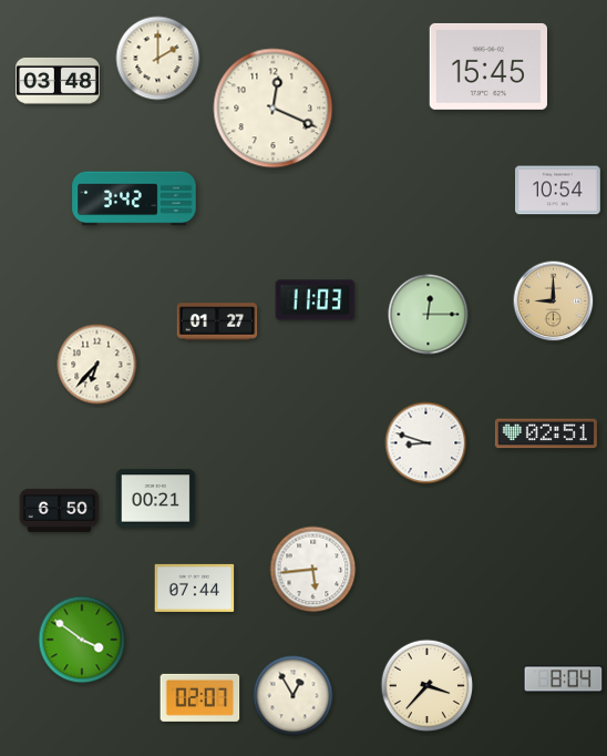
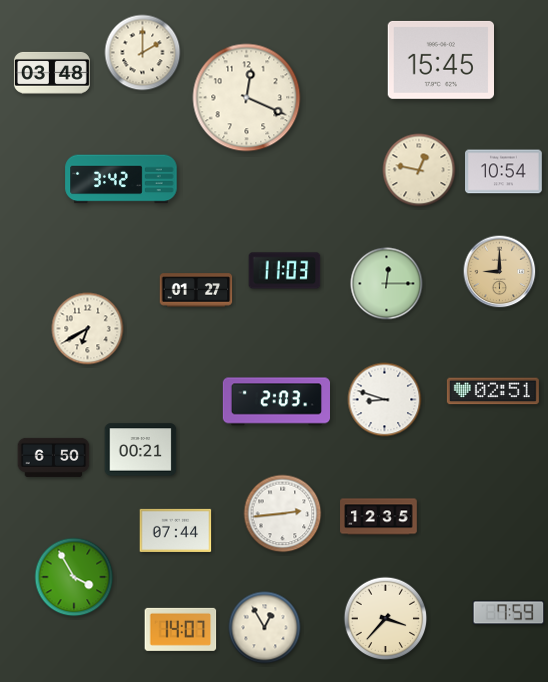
clock at (419, 170): none -> 12:47
clock at (97, 365): 6:37 -> 6:40
clock at (276, 402): none -> 2:03
clock at (60, 510) position: (60, 510) -> (54, 457)
clock at (313, 570): 5:44 -> 2:44
clock at (379, 517): none -> 12:35
clock at (82, 640): 3:51 -> 3:55
clock at (564, 680): 8:04 -> 7:59
clock at (200, 697): 02:07 -> 14:07
